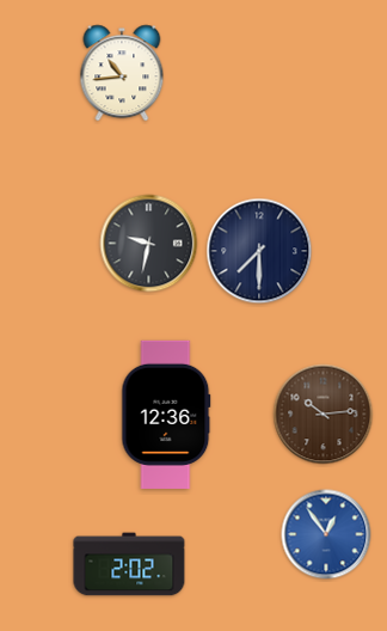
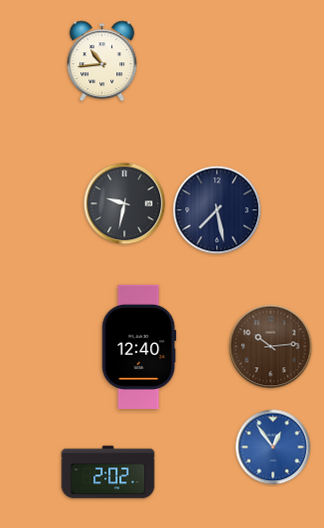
clock at (259, 251): 7:30 -> 7:28
clock at (166, 415): 12:36 -> 12:40
